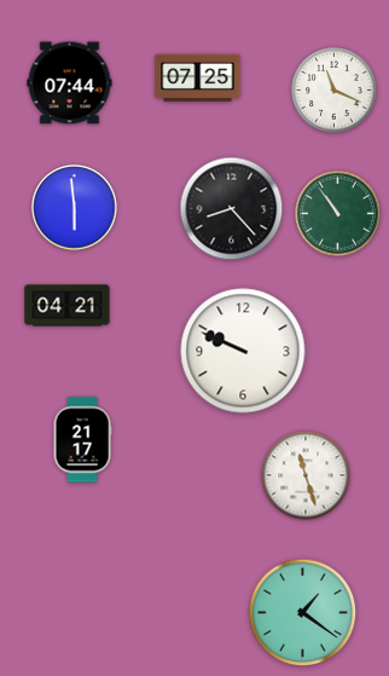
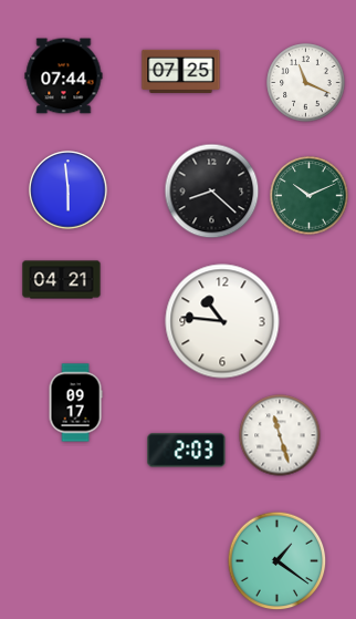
clock at (232, 209): 8:23 -> 8:22
clock at (338, 214): 10:54 -> 10:11
clock at (243, 351): 9:49 -> 10:46
clock at (82, 440): 21:17 -> 09:17
clock at (187, 451): none -> 2:03
